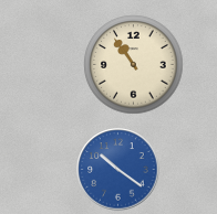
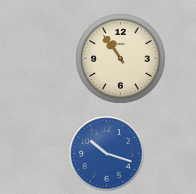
clock at (118, 170): 10:21 -> 10:18
